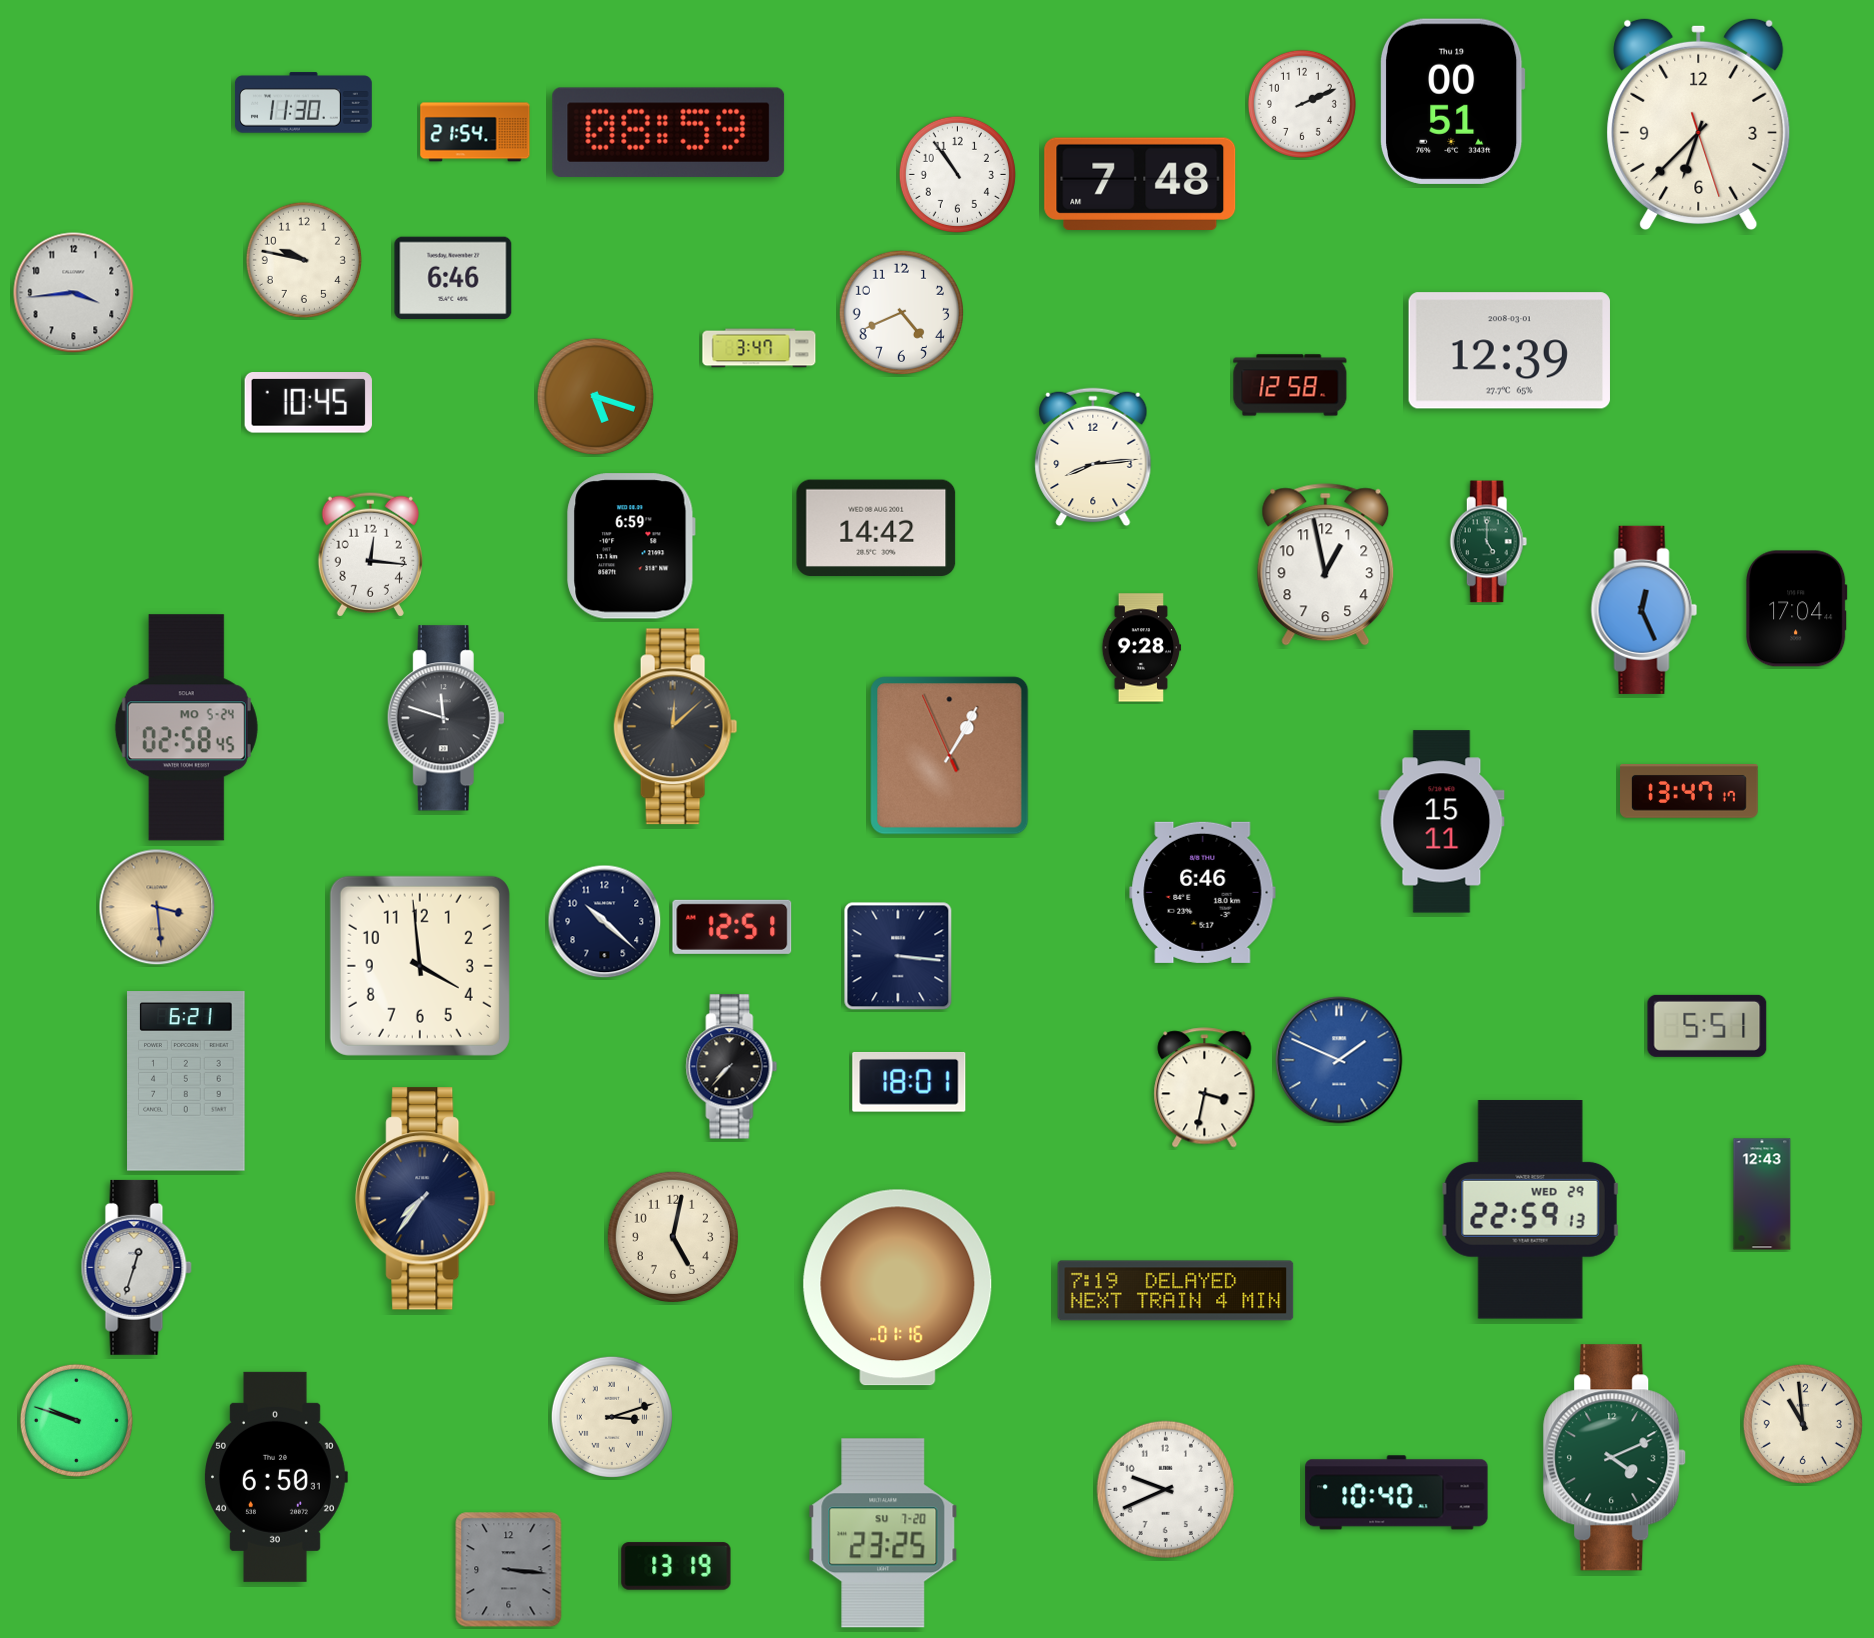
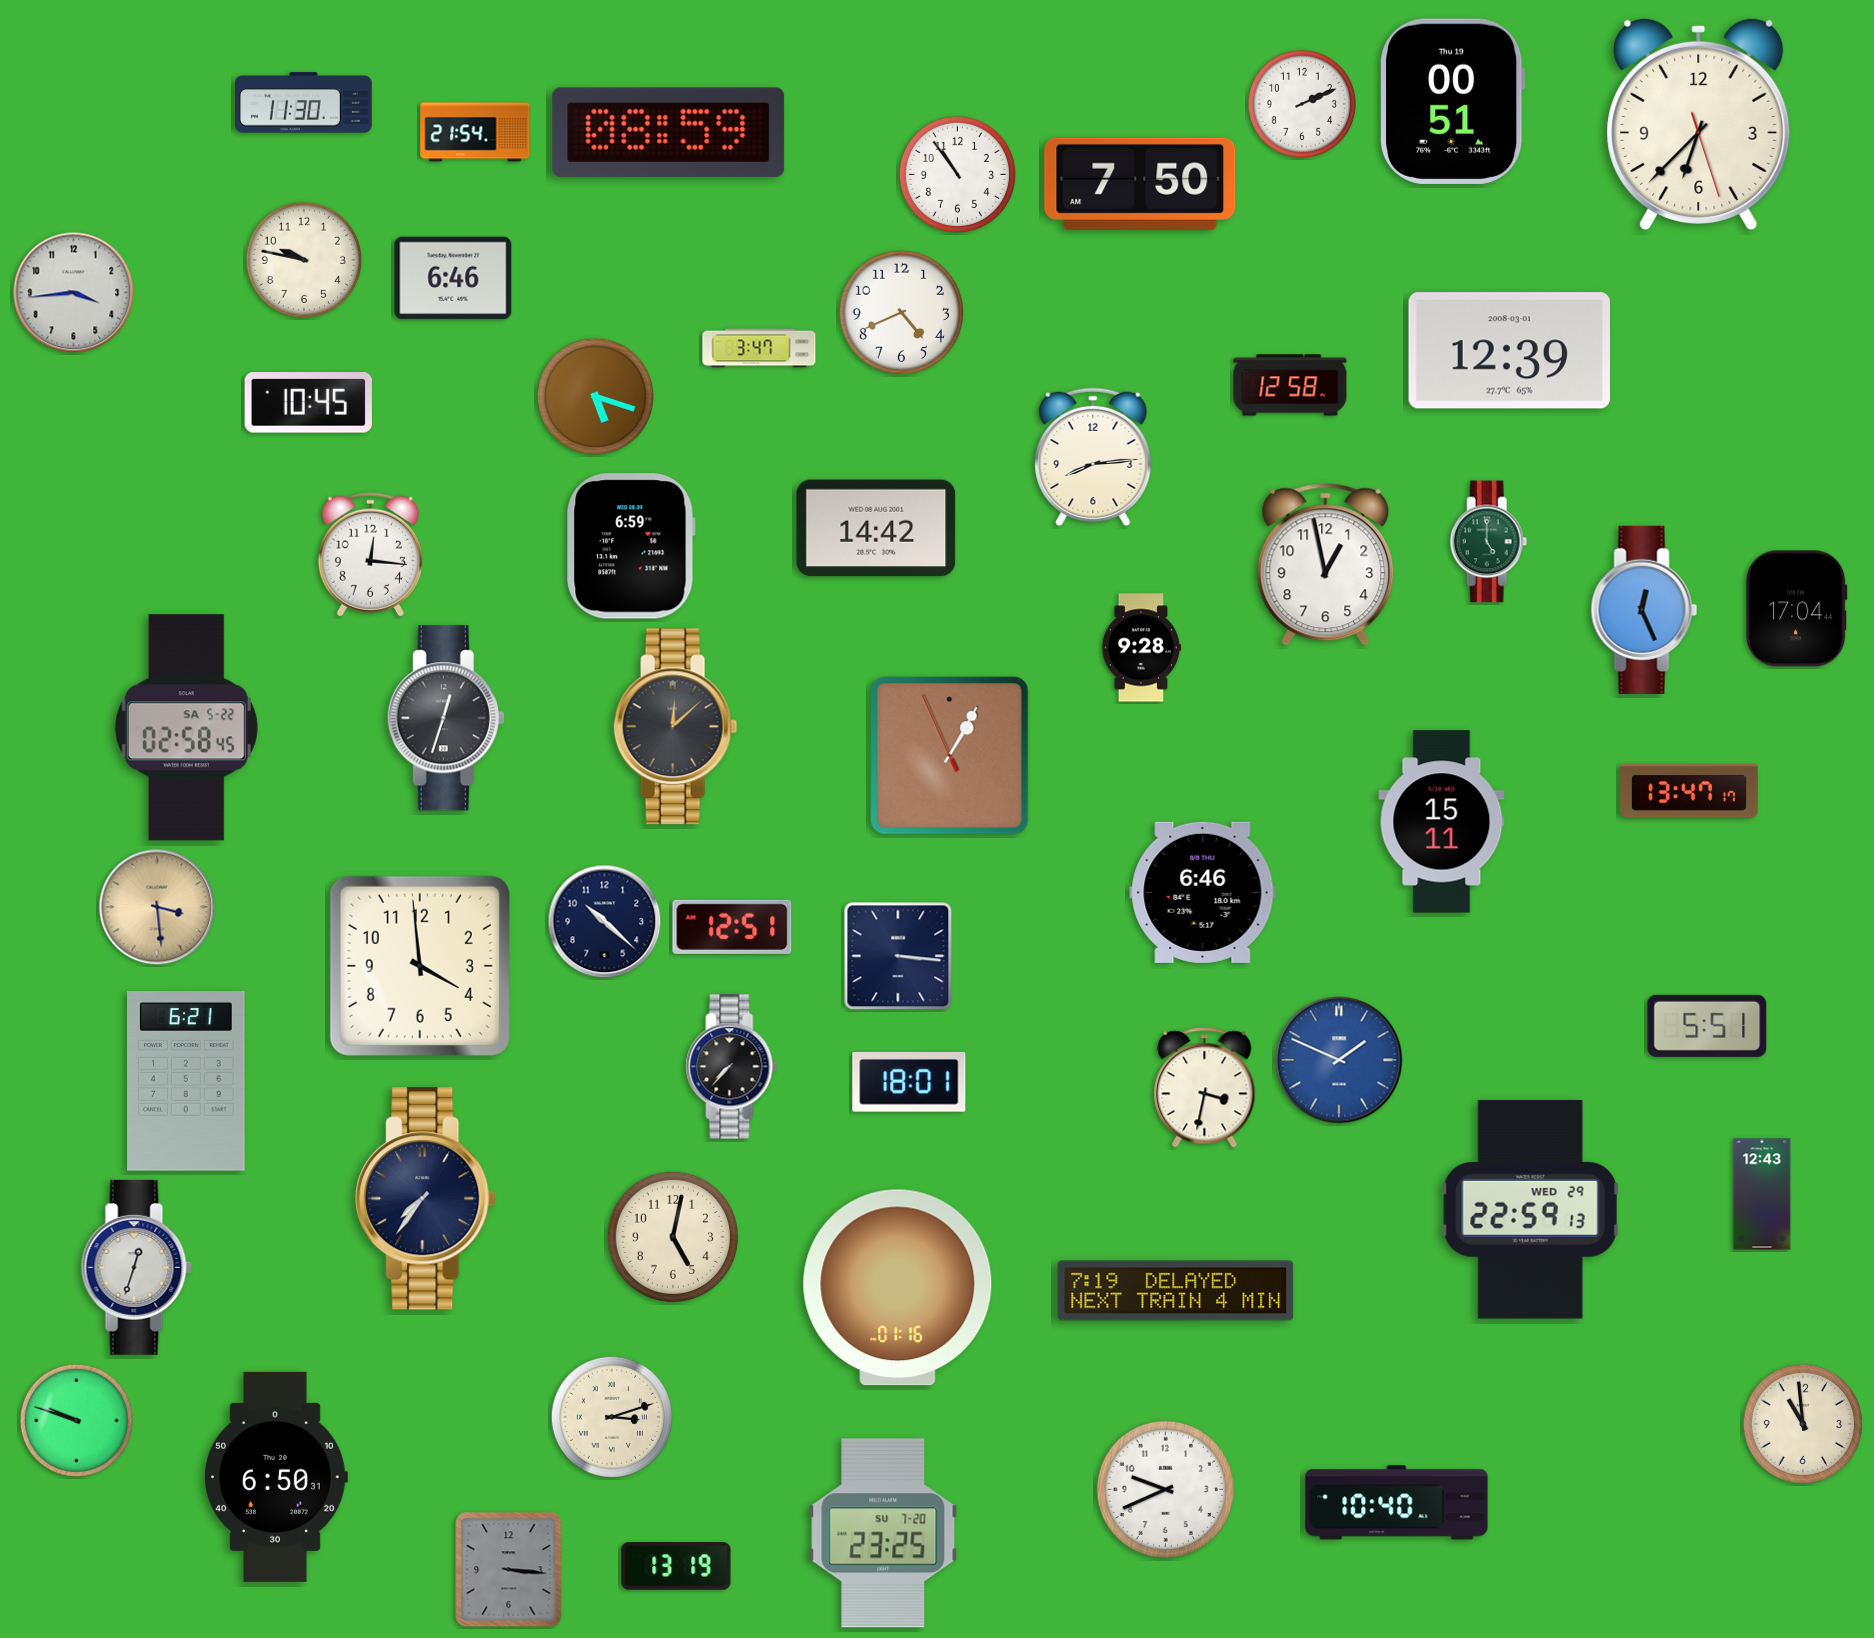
clock at (1140, 184): 7:48 -> 7:50
clock at (446, 718): 11:48 -> 12:33
clock at (186, 728) date: MO 5-24 -> SA 5-22
clock at (1615, 1458): 4:11 -> none
clock at (1397, 1493) position: (1397, 1493) -> (1397, 1503)
